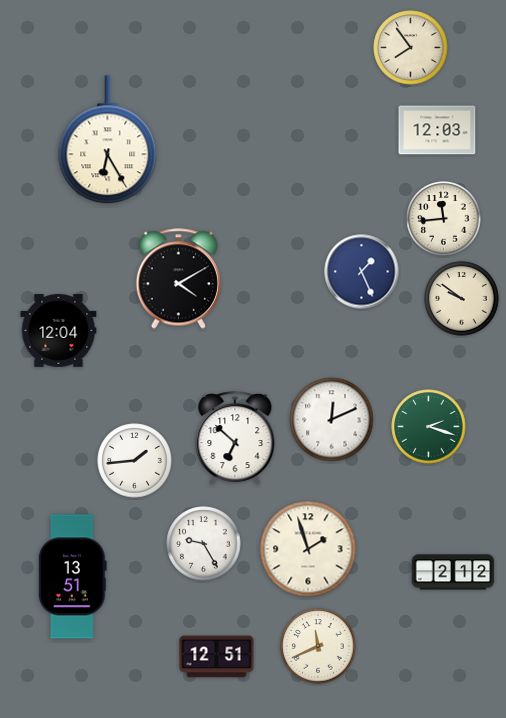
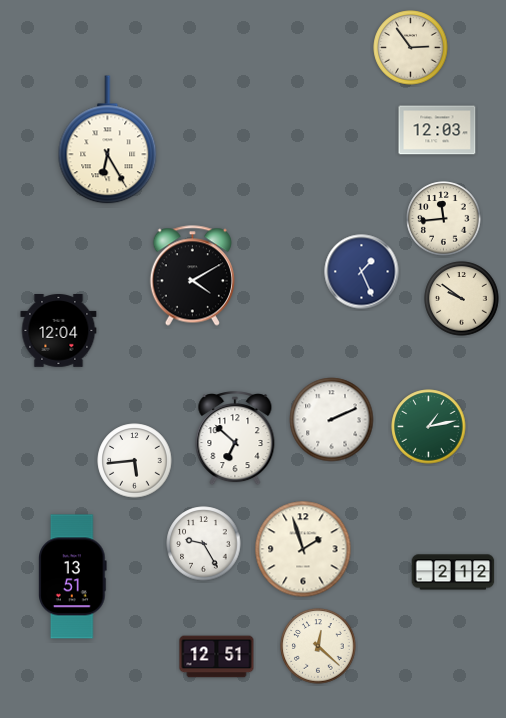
clock at (411, 48): 7:54 -> 2:54
clock at (178, 279) position: (178, 279) -> (192, 276)
clock at (332, 420): 12:11 -> 2:11
clock at (429, 427): 2:18 -> 1:13
clock at (135, 461): 1:44 -> 5:44
clock at (308, 549) position: (308, 549) -> (303, 549)
clock at (318, 646): 11:41 -> 12:22
